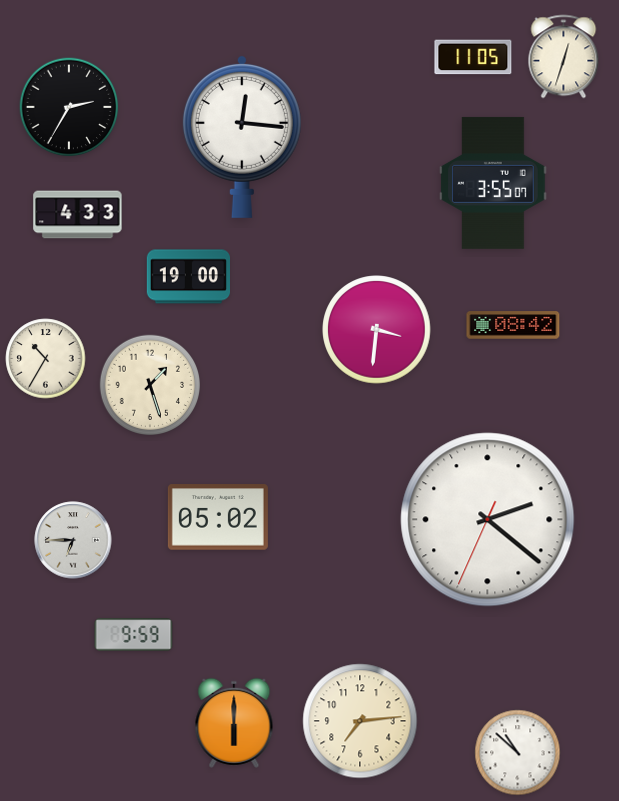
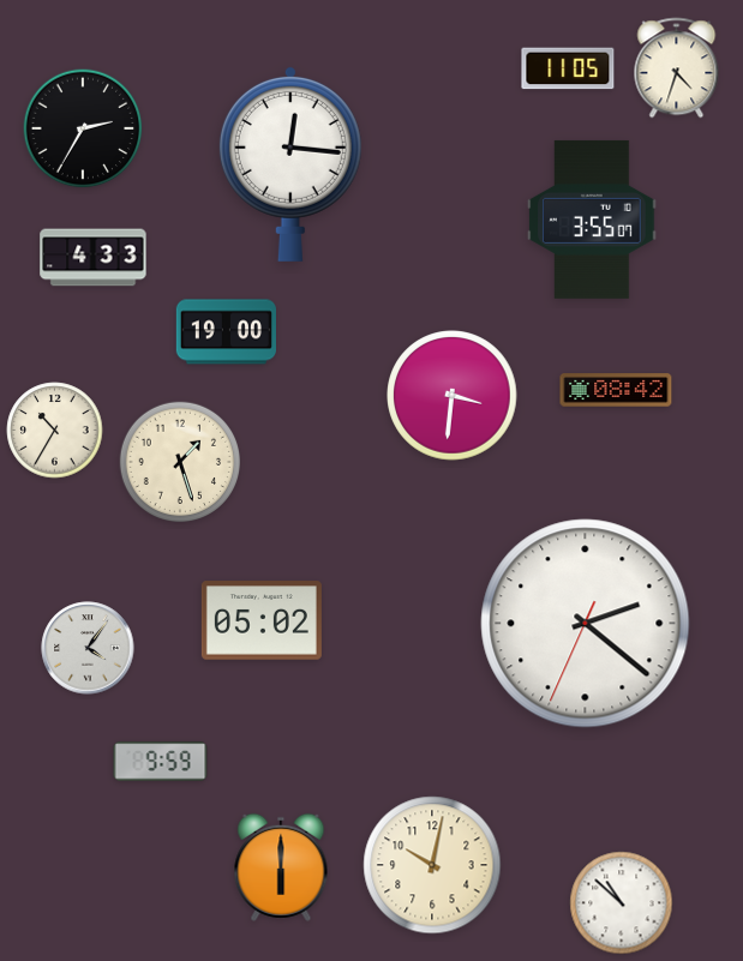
clock at (564, 57): 12:33 -> 4:33
clock at (73, 540): 6:45 -> 4:06
clock at (360, 721): 7:14 -> 10:02
